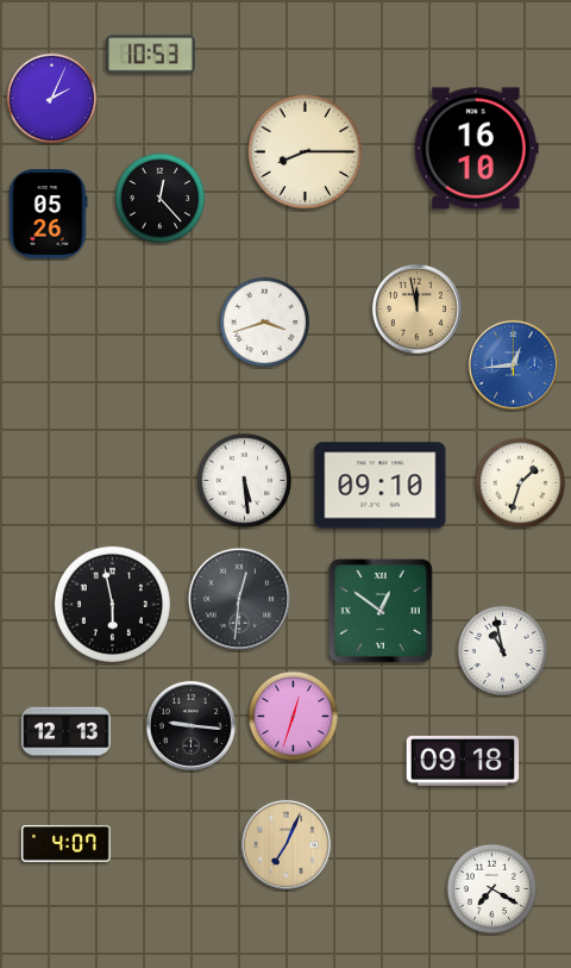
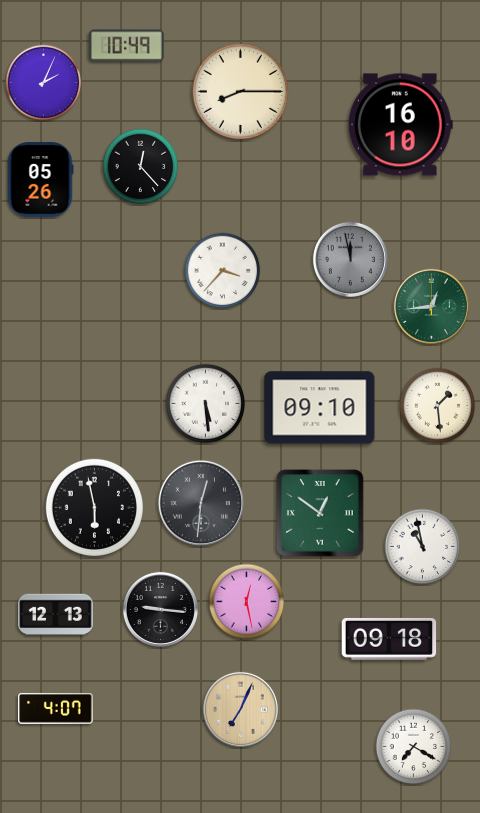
clock at (151, 55): 10:53 -> 10:49
clock at (305, 151) position: (305, 151) -> (240, 91)
clock at (161, 199) position: (161, 199) -> (141, 167)
clock at (416, 308) dial: champagne -> grey
clock at (265, 323): 3:42 -> 3:37
clock at (513, 364) dial: blue -> green
clock at (521, 483): 1:33 -> 1:29
clock at (294, 717): 12:33 -> 12:28
